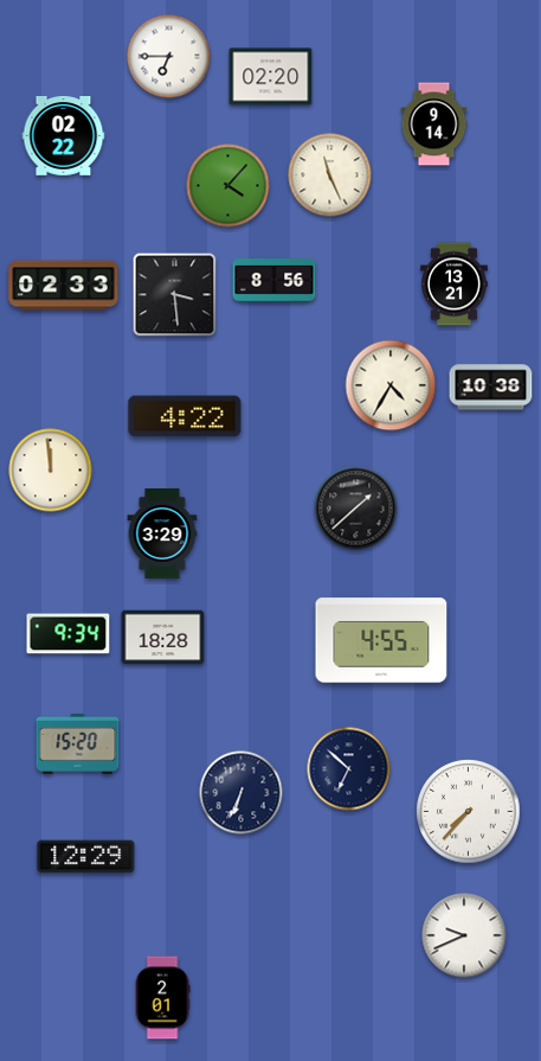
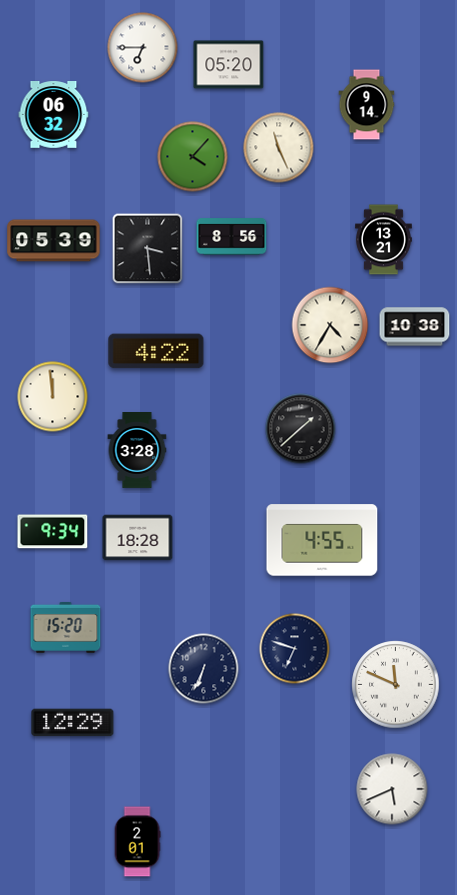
clock at (271, 77): 02:20 -> 05:20
clock at (64, 136): 02:22 -> 06:32
clock at (64, 286): 02:33 -> 05:39
clock at (51, 471) position: (51, 471) -> (53, 397)
clock at (162, 535): 3:29 -> 3:28
clock at (69, 634) position: (69, 634) -> (53, 532)
clock at (349, 769): 6:52 -> 6:48
clock at (469, 812): 7:37 -> 11:49
clock at (464, 935): 9:41 -> 5:41
